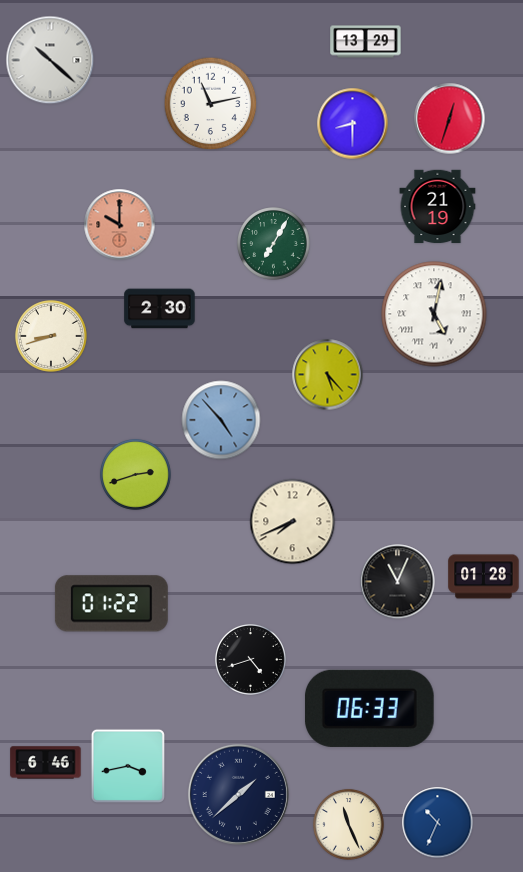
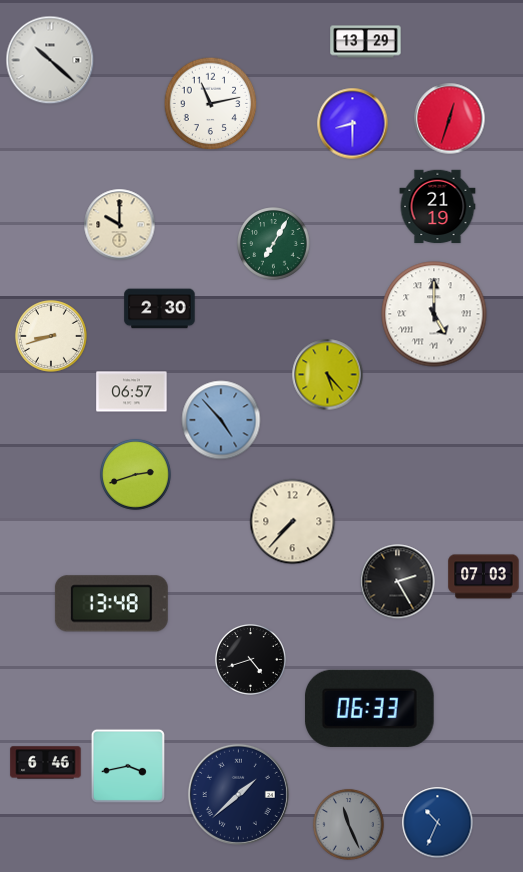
clock at (120, 225) dial: salmon -> cream
clock at (434, 314): 5:02 -> 5:00
clock at (132, 392): none -> 06:57
clock at (293, 522): 7:41 -> 7:37
clock at (484, 577): 01:28 -> 07:03
clock at (398, 582): 11:04 -> 2:25
clock at (111, 604): 01:22 -> 13:48
clock at (348, 824) dial: cream -> grey
